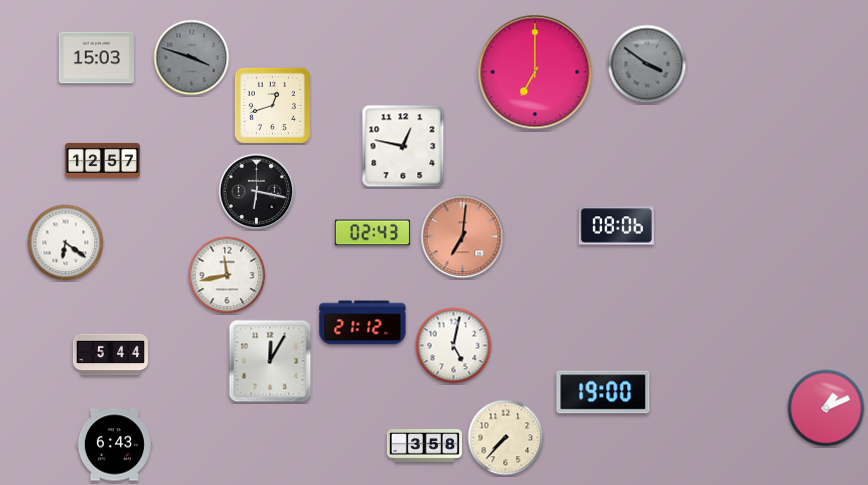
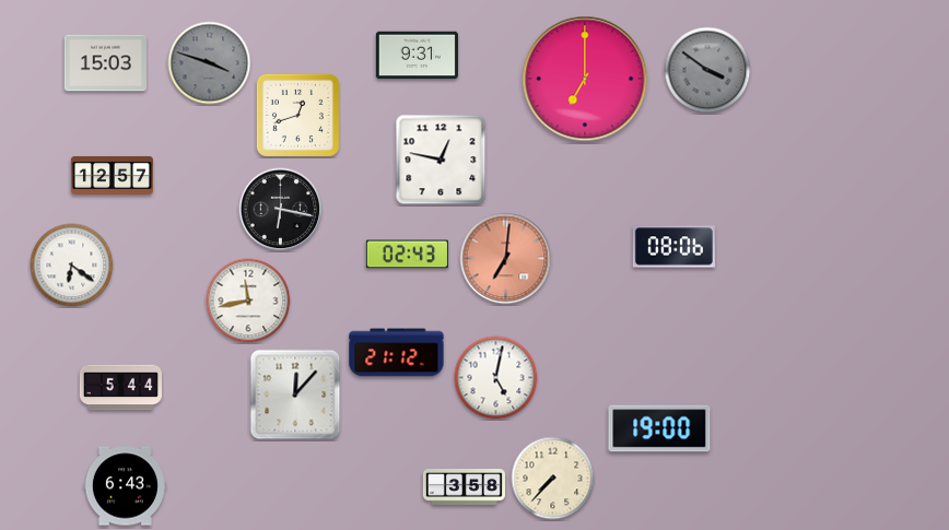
clock at (417, 56): none -> 9:31
clock at (270, 361): 12:05 -> 12:07
clock at (826, 408): 1:11 -> none
